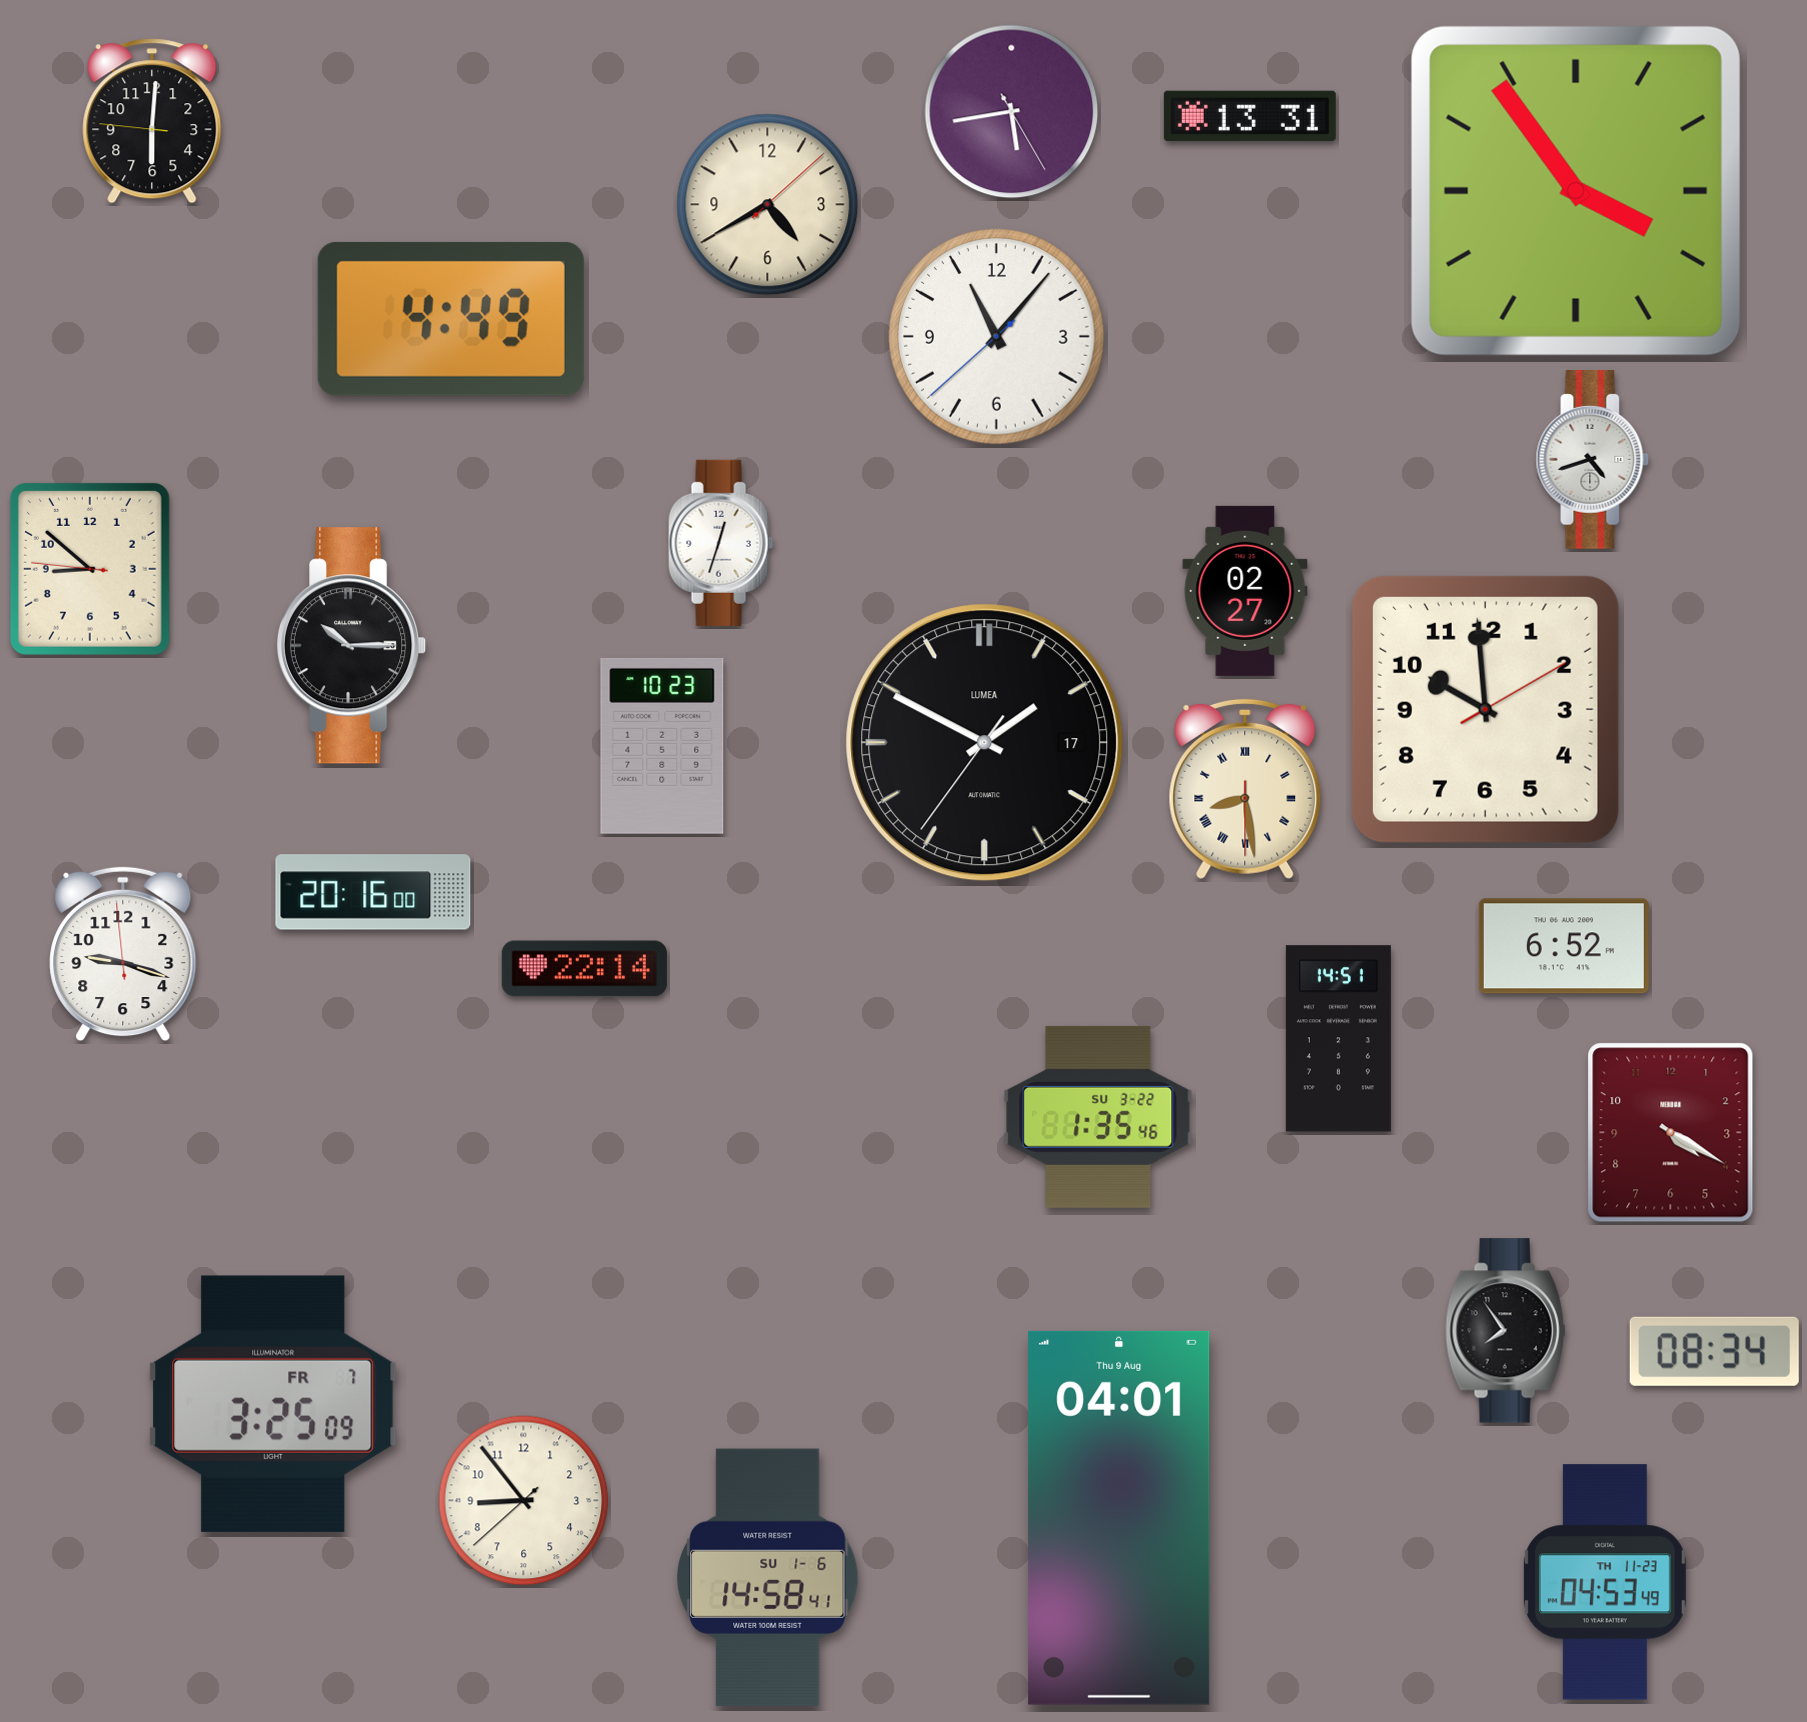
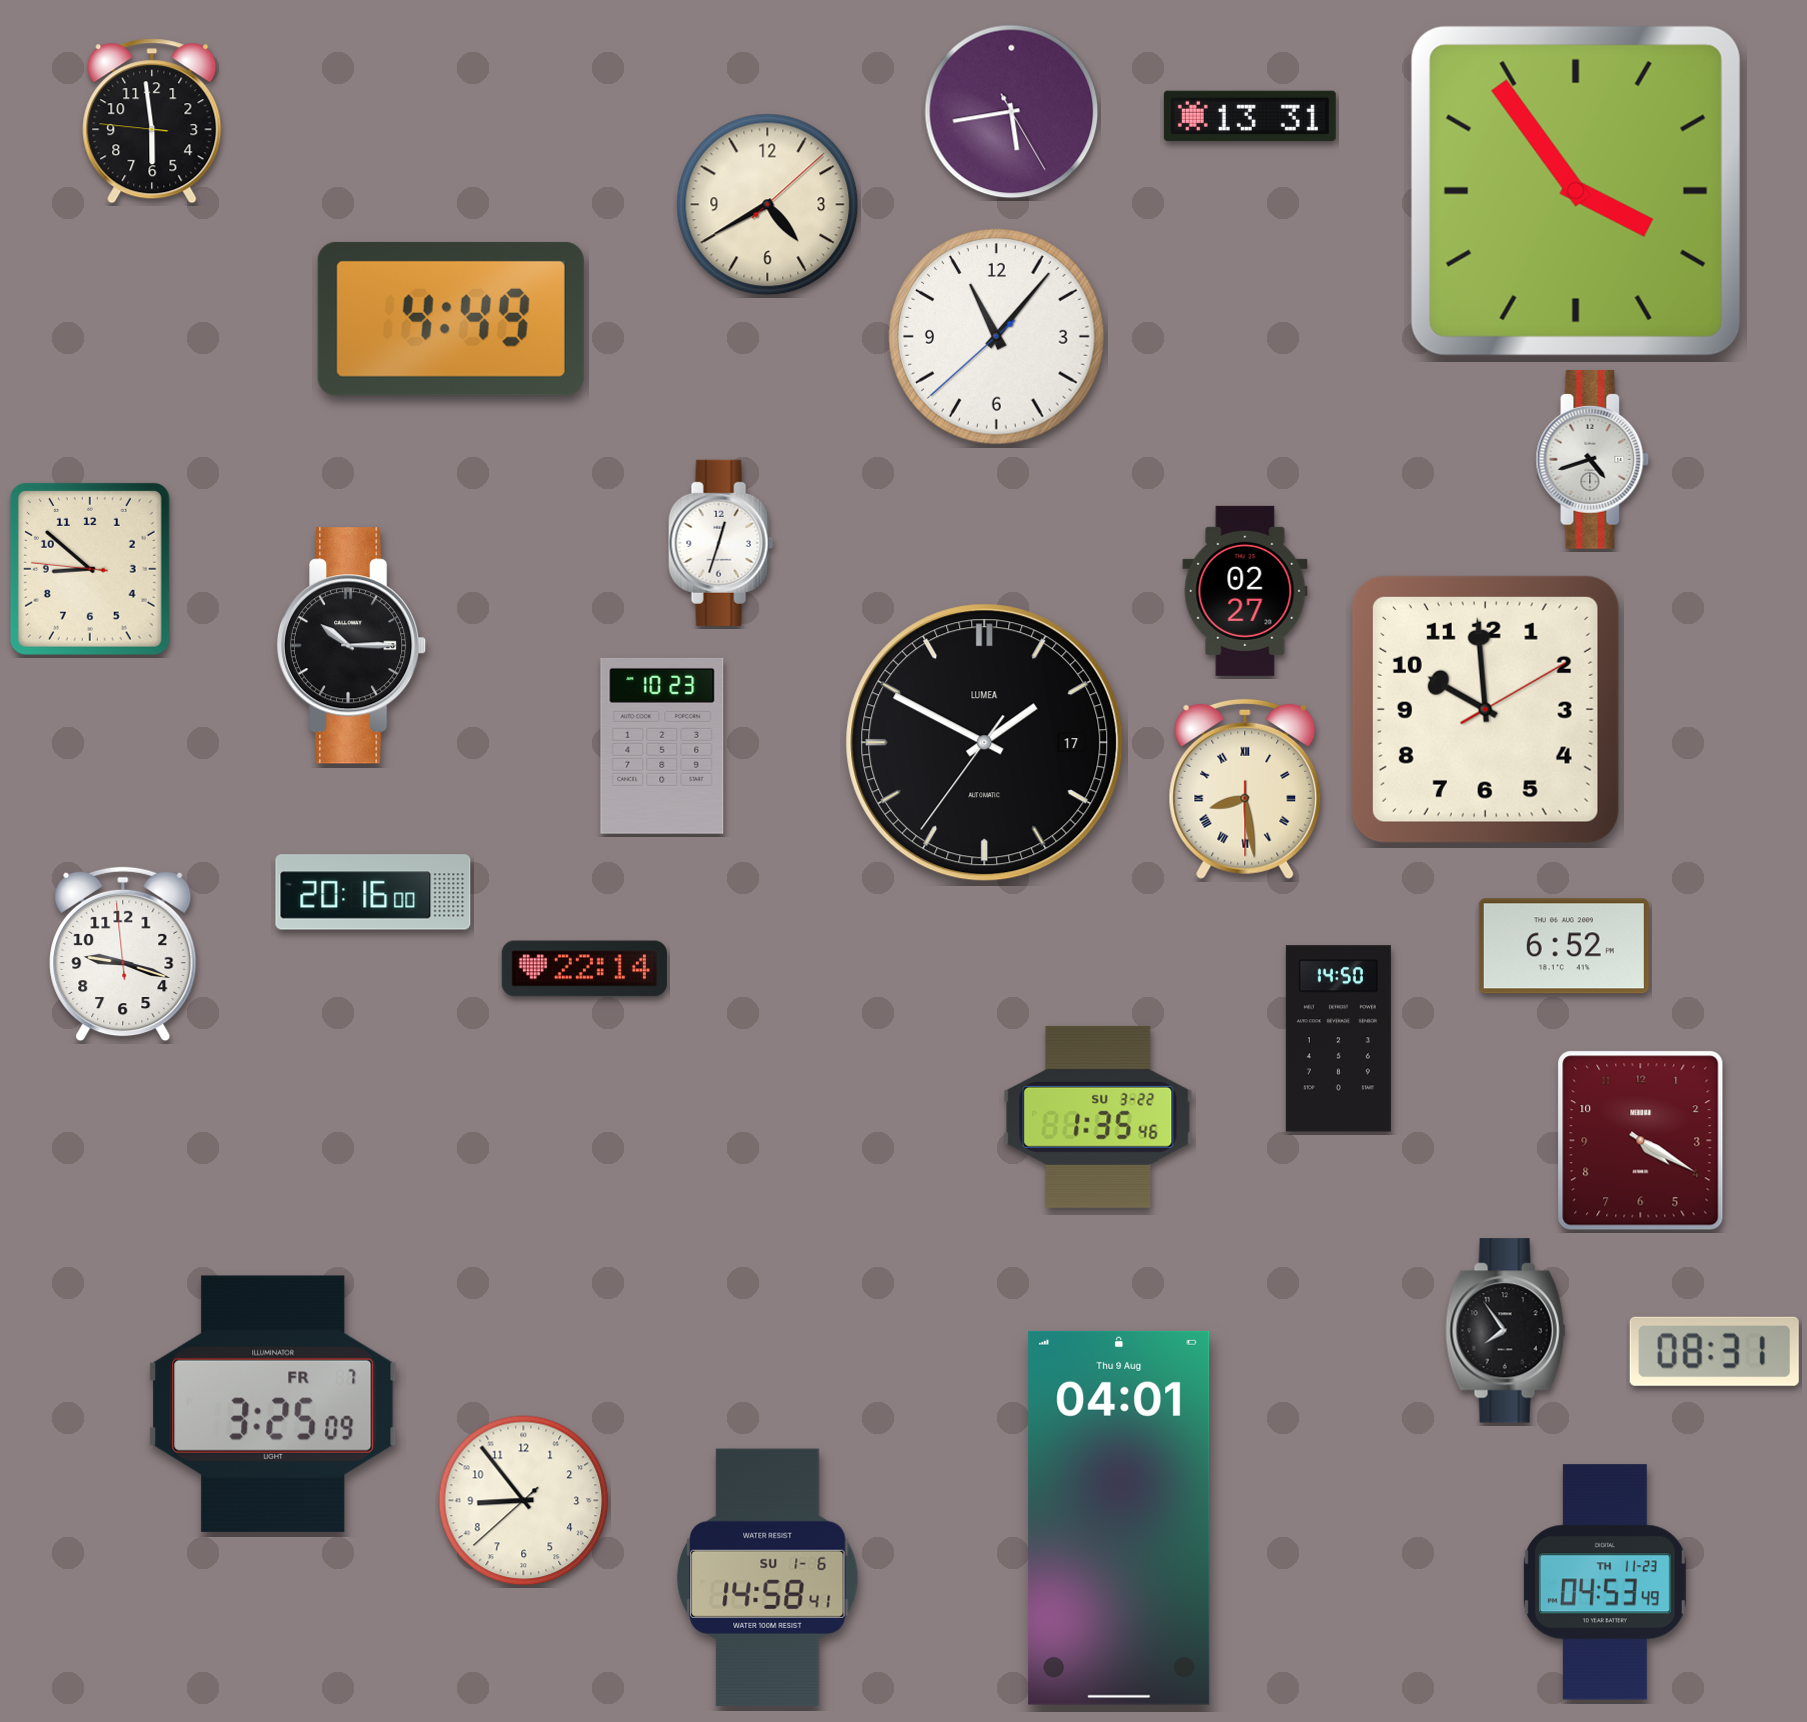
clock at (152, 121): 6:00 -> 5:58
clock at (1338, 1039): 14:51 -> 14:50
clock at (1671, 1133) position: (1671, 1133) -> (1641, 1141)
clock at (1714, 1351): 08:34 -> 08:31
